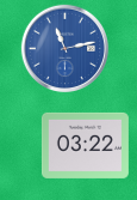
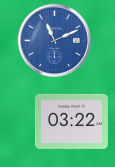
clock at (64, 48): 11:13 -> 11:11
